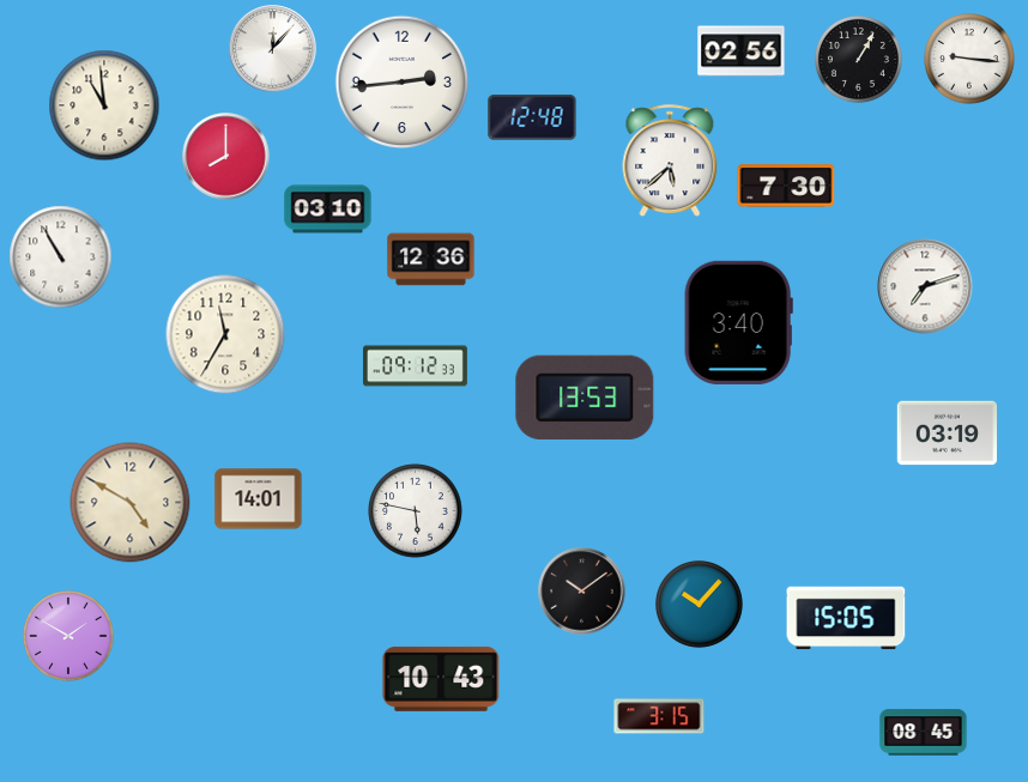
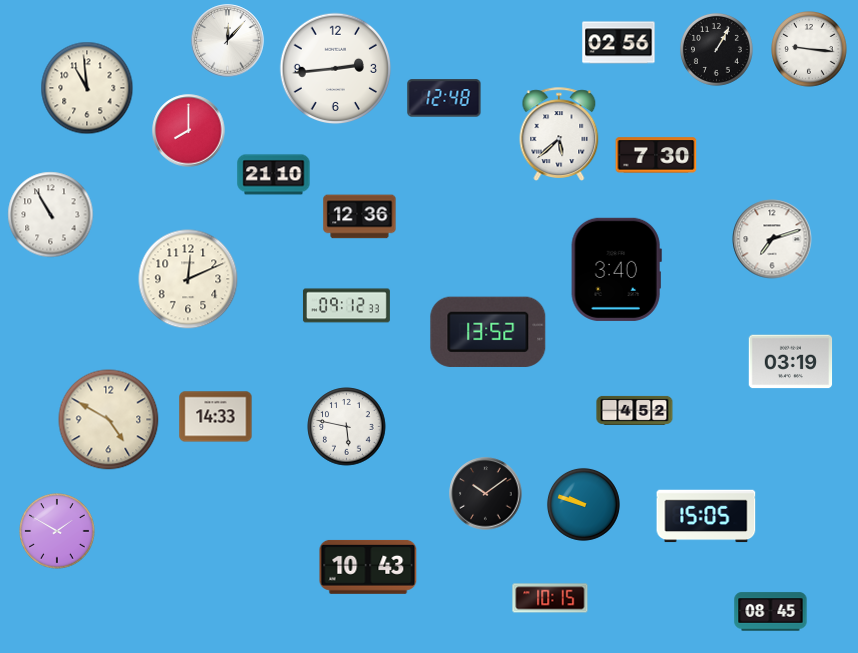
clock at (328, 210): 03:10 -> 21:10
clock at (225, 334): 11:35 -> 12:11
clock at (585, 398): 13:53 -> 13:52
clock at (635, 410): none -> 4:52
clock at (259, 499): 14:01 -> 14:33
clock at (699, 604): 10:07 -> 9:48
clock at (659, 716): 3:15 -> 10:15
